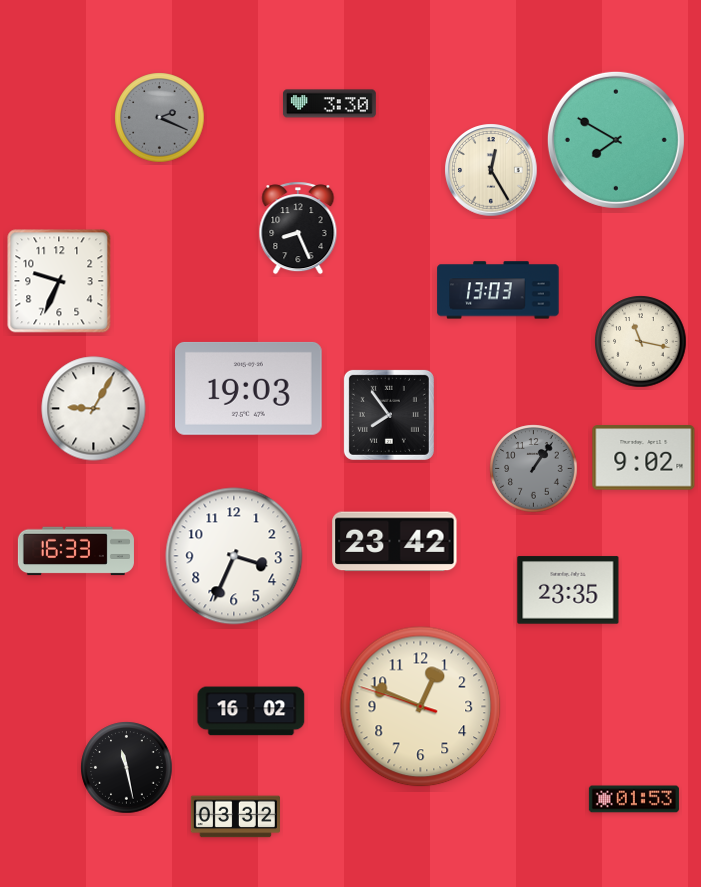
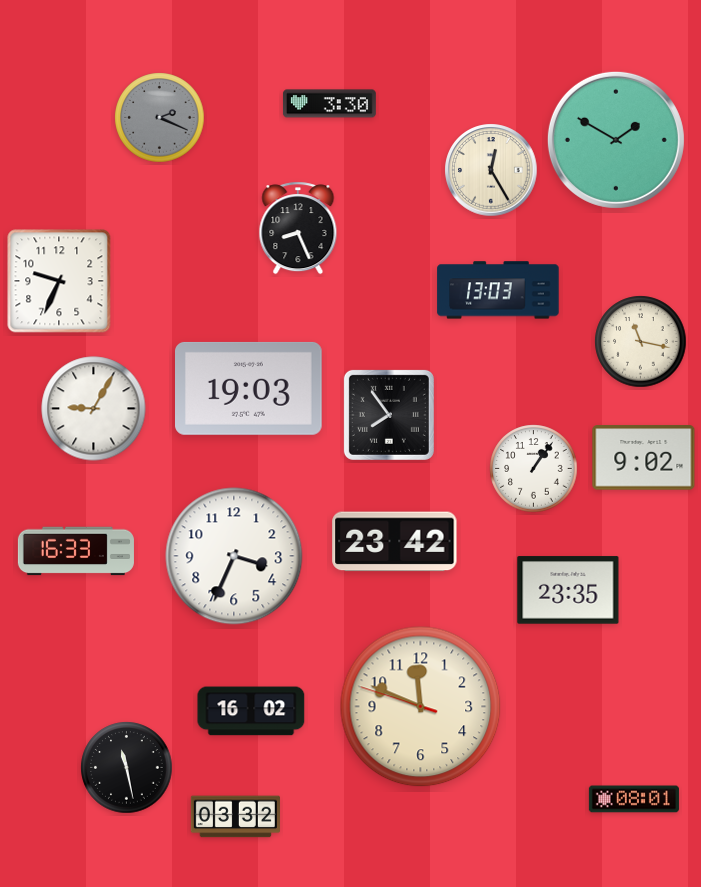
clock at (616, 140): 7:50 -> 1:50
clock at (534, 469) dial: grey -> white
clock at (421, 707): 12:48 -> 11:48
clock at (634, 799): 01:53 -> 08:01
